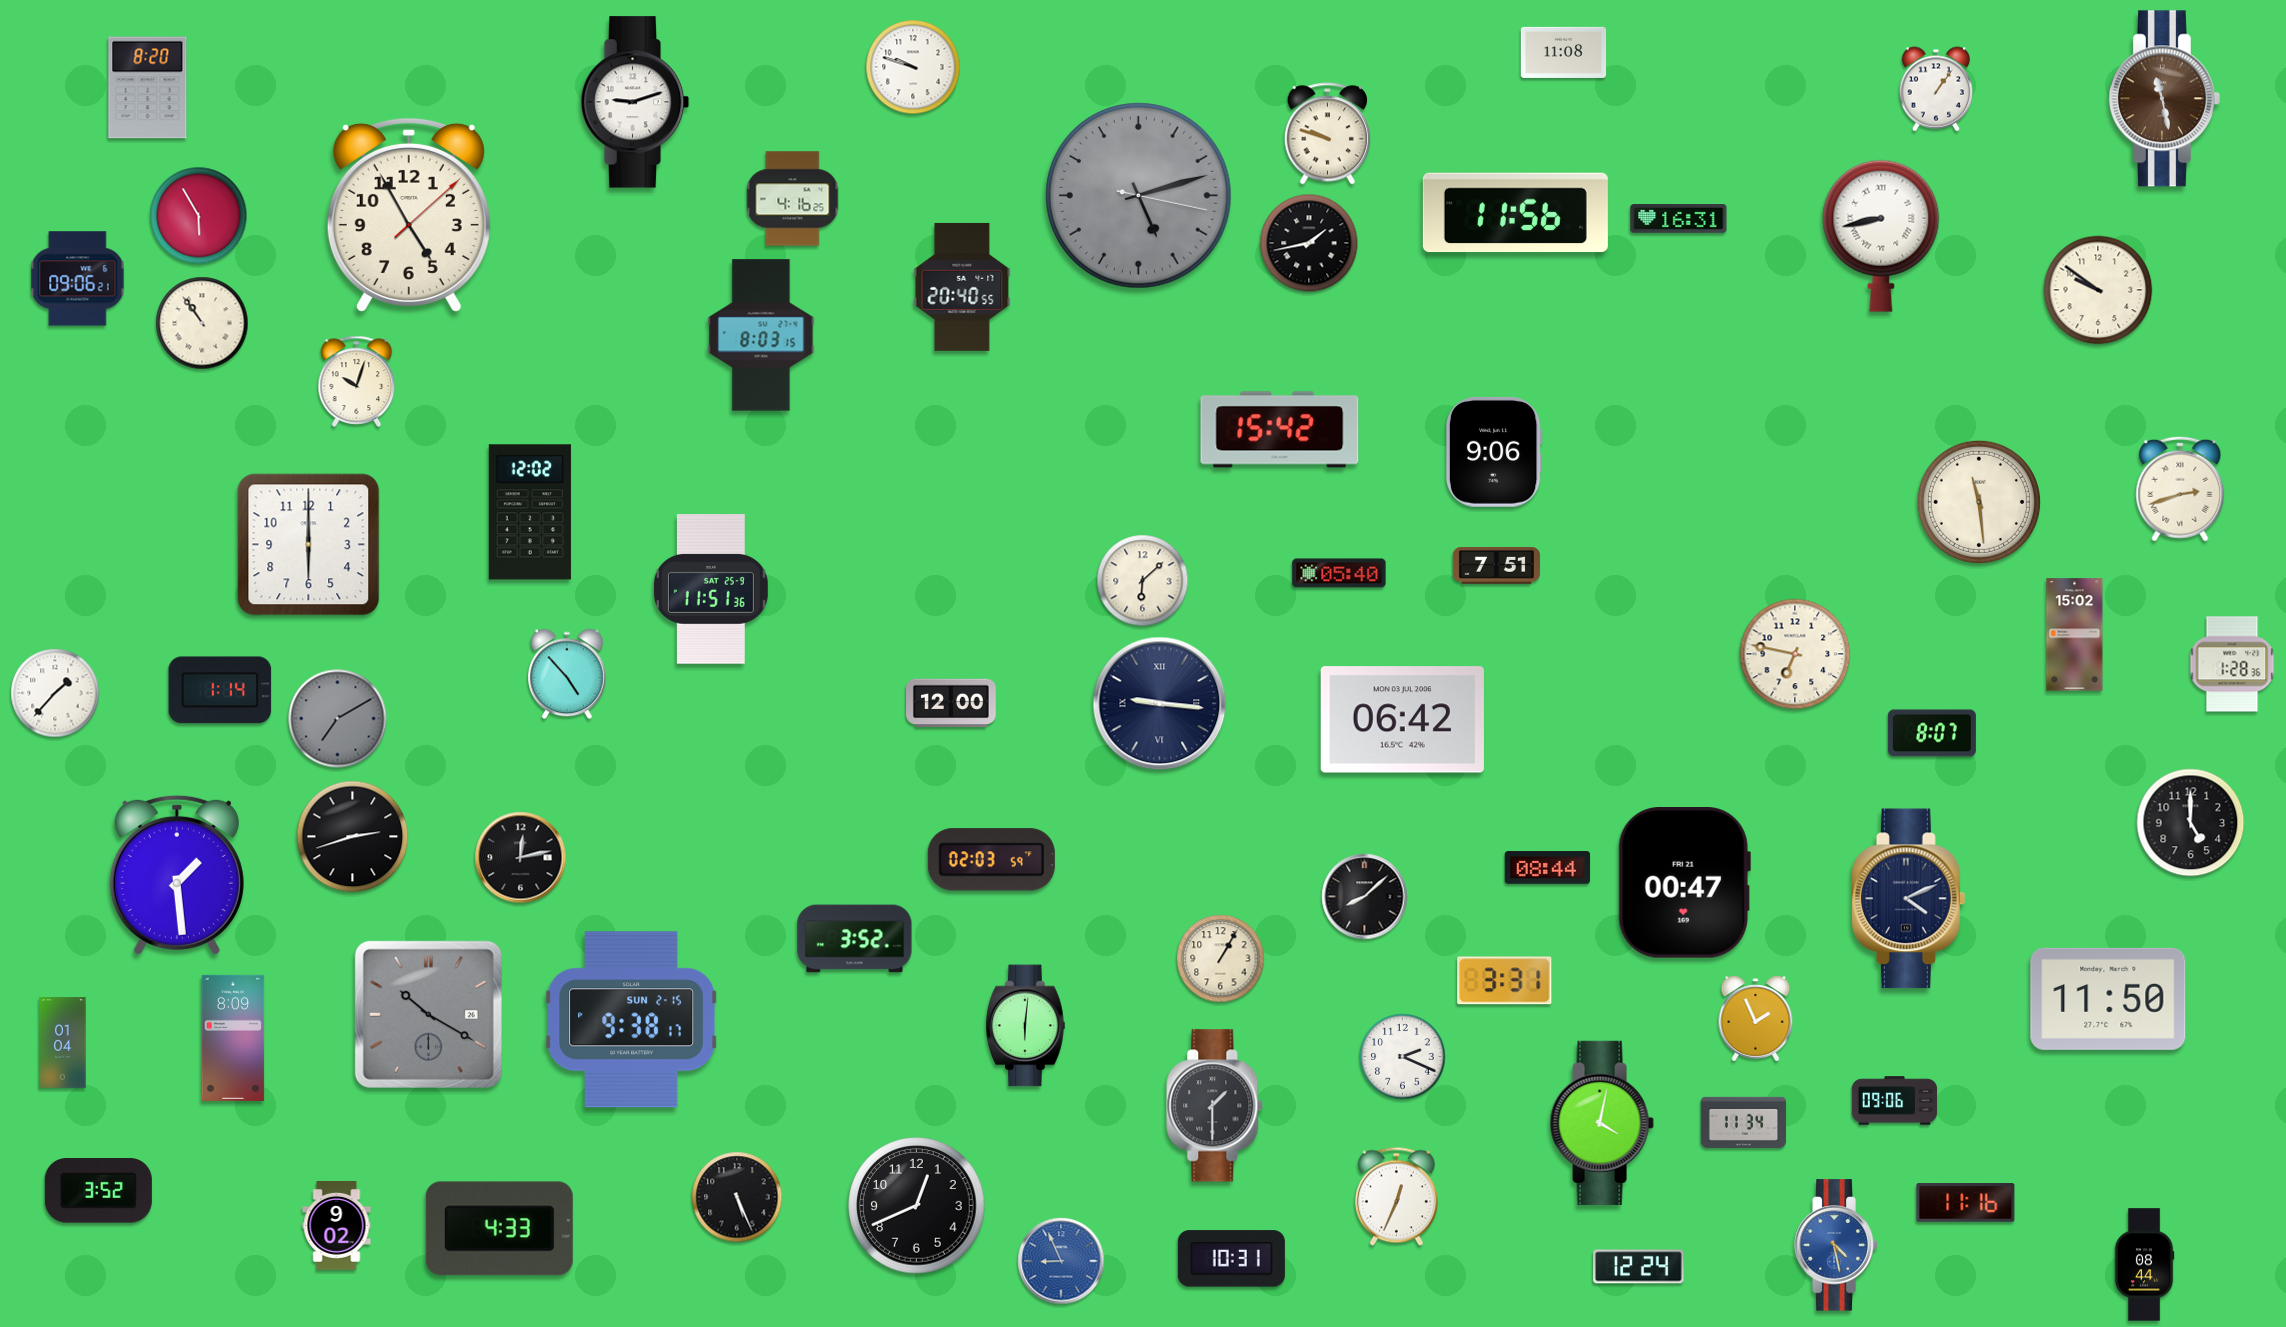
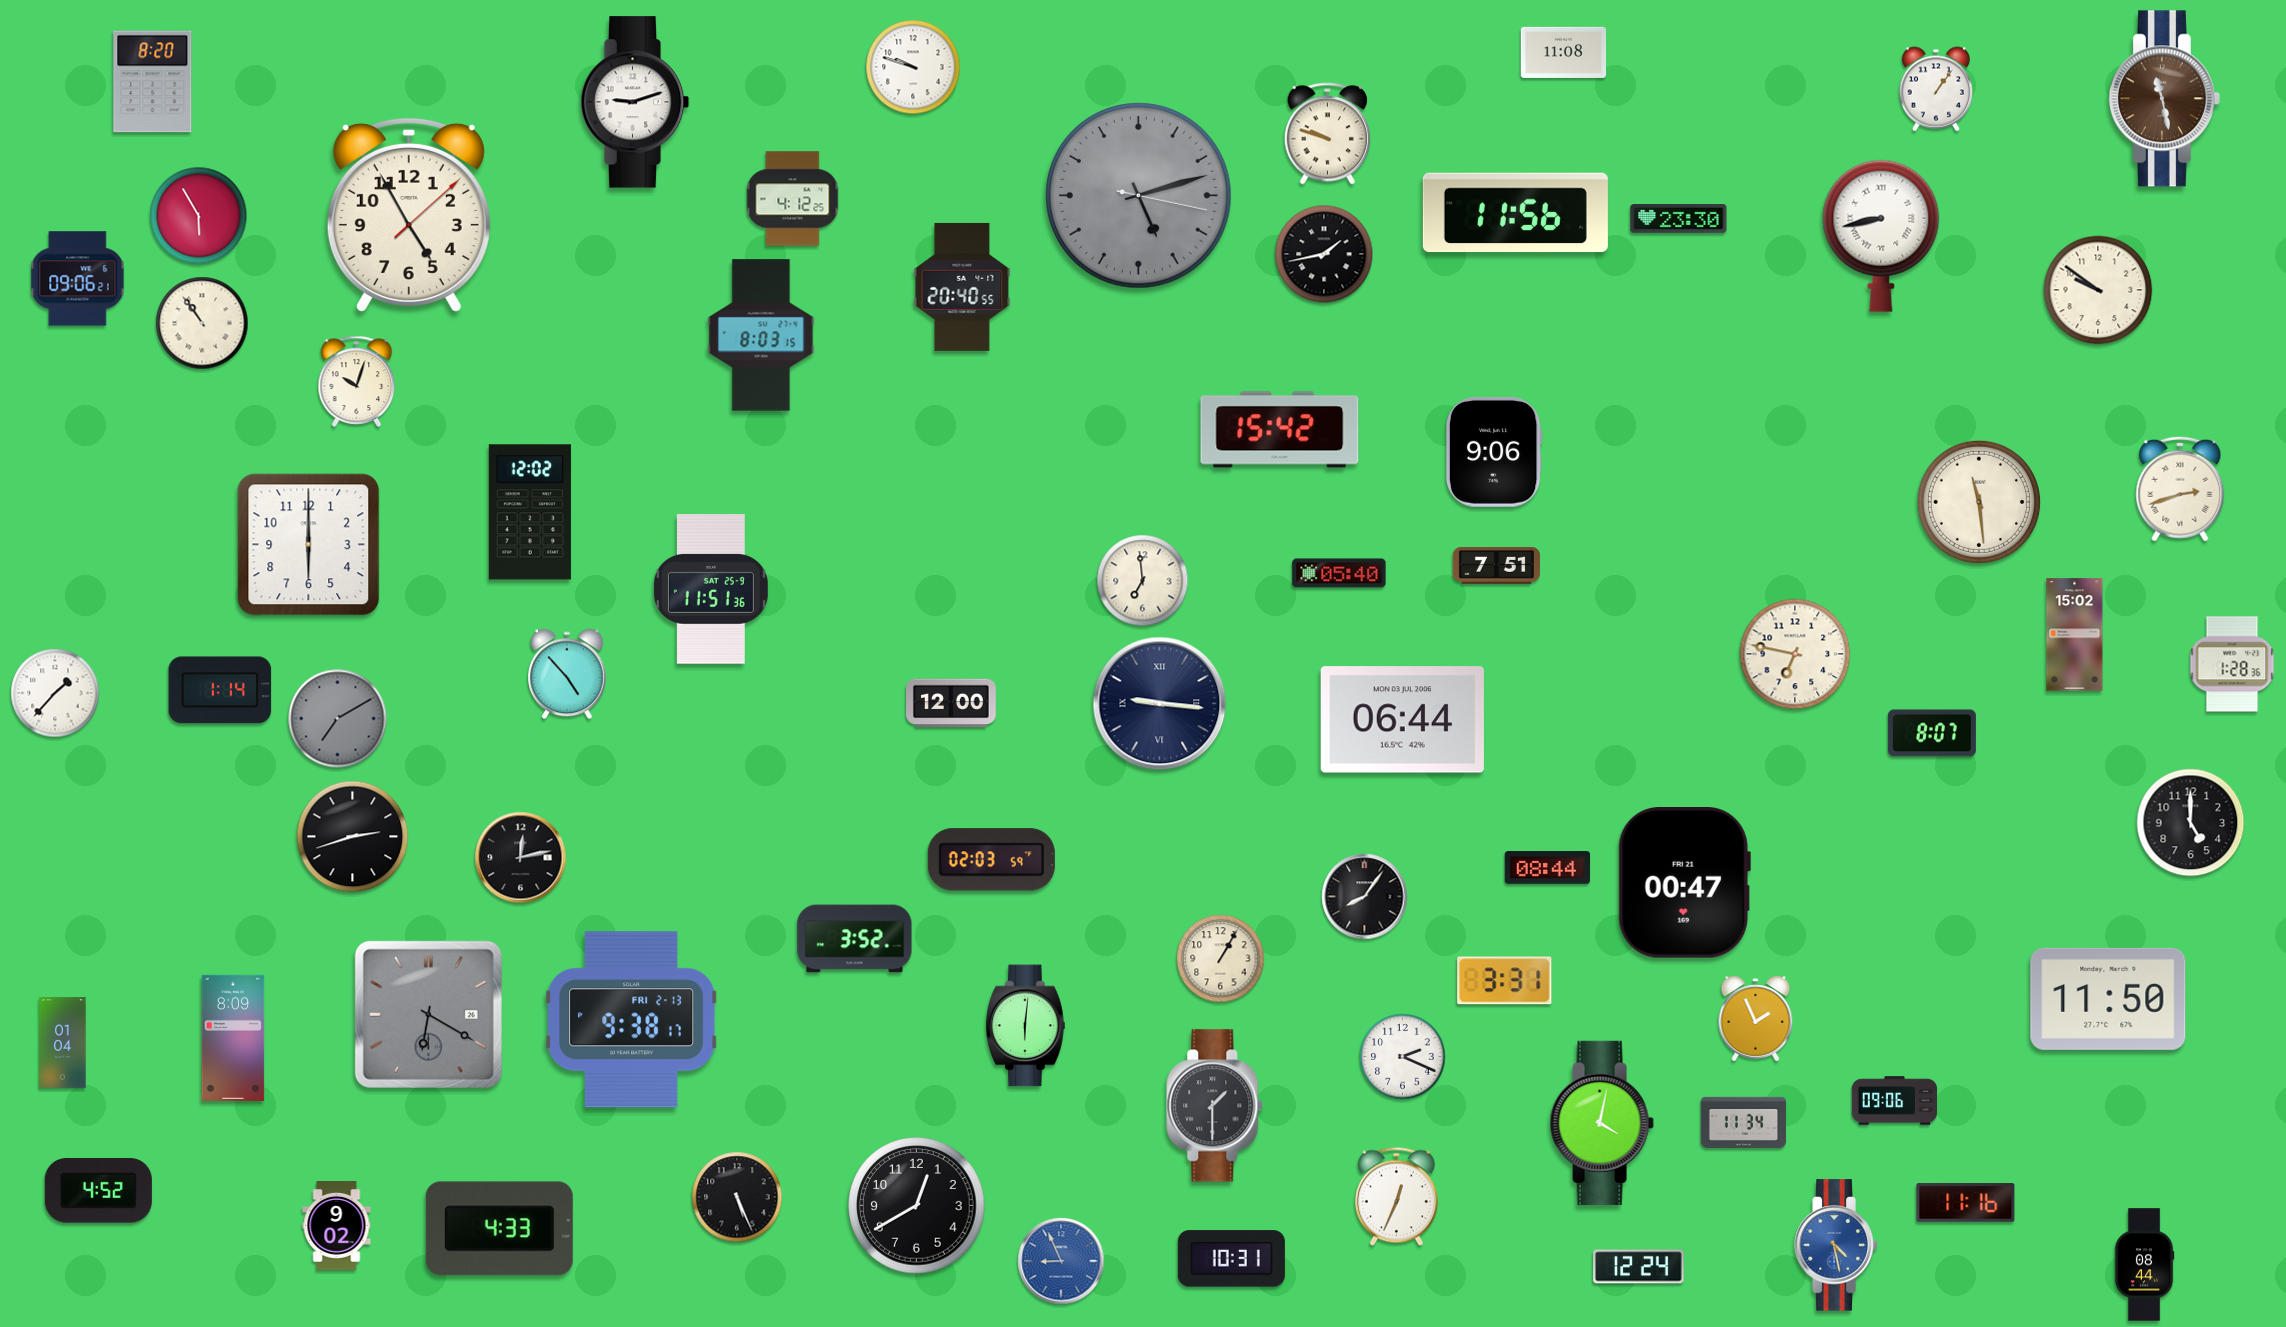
clock at (148, 88) position: (148, 88) -> (153, 82)
clock at (793, 199): 4:16 -> 4:12
clock at (1679, 219): 16:31 -> 23:30
clock at (1309, 243) position: (1309, 243) -> (1324, 254)
clock at (1143, 581): 6:08 -> 6:59
clock at (1402, 720): 06:42 -> 06:44
clock at (177, 875): 1:29 -> none
clock at (1365, 897): 8:08 -> 8:06
clock at (1909, 899): 4:11 -> none
clock at (428, 1014): 10:20 -> 6:20
clock at (631, 1020) date: SUN 2-15 -> FRI 2-13
clock at (98, 1191): 3:52 -> 4:52
clock at (917, 1206): 12:41 -> 12:40
